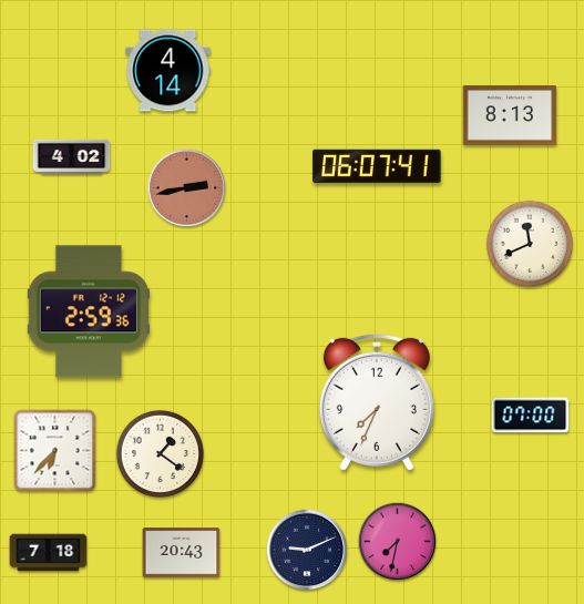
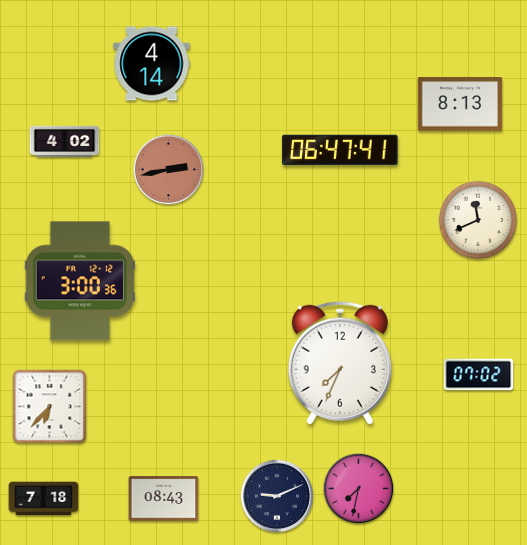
clock at (377, 166): 06:07 -> 06:47
clock at (88, 311): 2:59 -> 3:00
clock at (531, 416): 07:00 -> 07:02
clock at (160, 453): 1:21 -> none
clock at (182, 553): 20:43 -> 08:43
